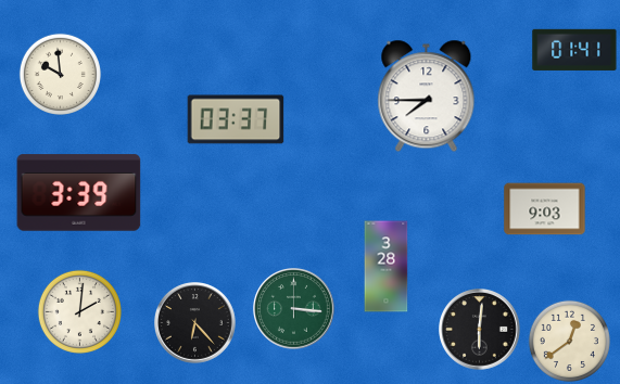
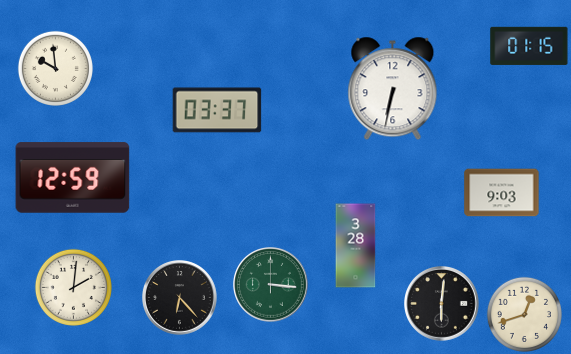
clock at (574, 50): 01:41 -> 01:15
clock at (427, 97): 7:45 -> 6:32
clock at (79, 193): 3:39 -> 12:59
clock at (569, 341): 12:39 -> 12:42
